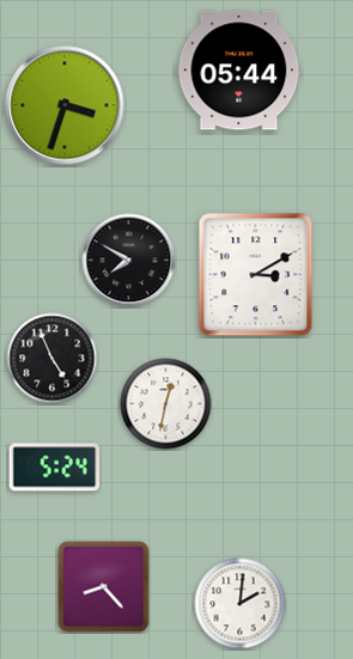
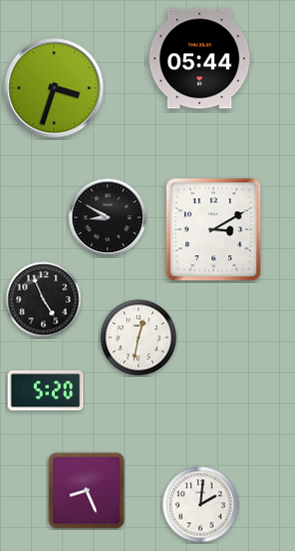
clock at (129, 261): 7:50 -> 8:50
clock at (55, 468): 5:24 -> 5:20
clock at (104, 587): 8:23 -> 8:26
